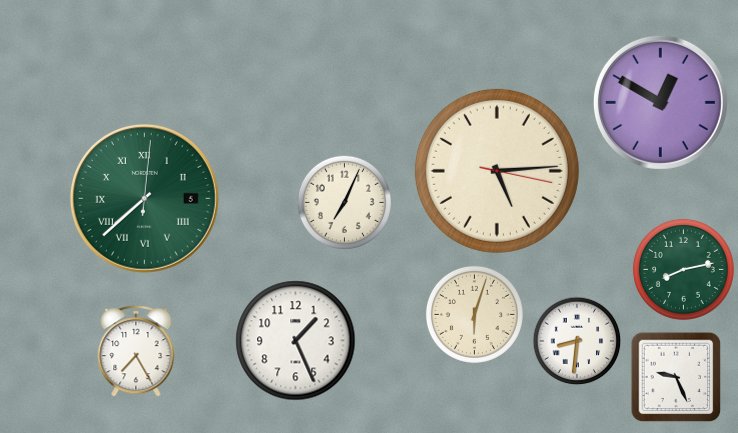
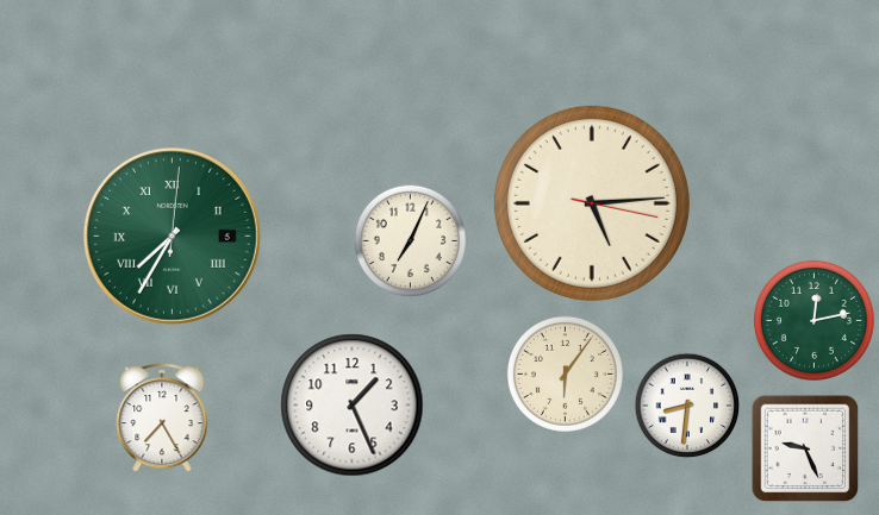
clock at (660, 102): 12:50 -> none
clock at (144, 198): 7:38 -> 7:35
clock at (683, 269): 8:13 -> 12:13
clock at (474, 314): 6:03 -> 6:06
